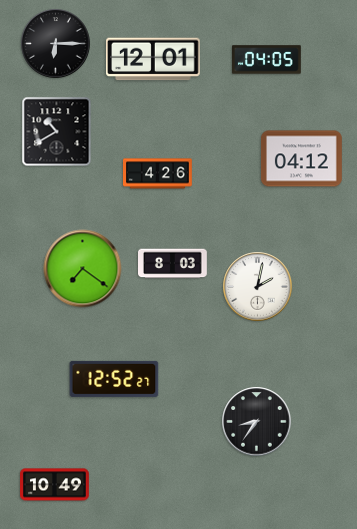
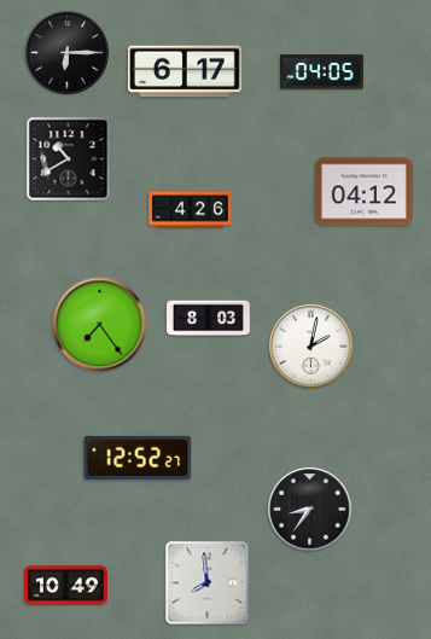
clock at (154, 59): 12:01 -> 6:17
clock at (83, 269): 7:21 -> 7:24
clock at (208, 583): none -> 7:59
